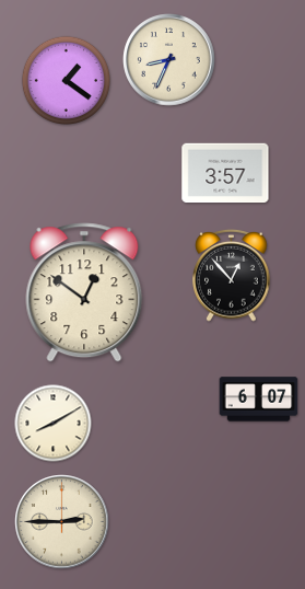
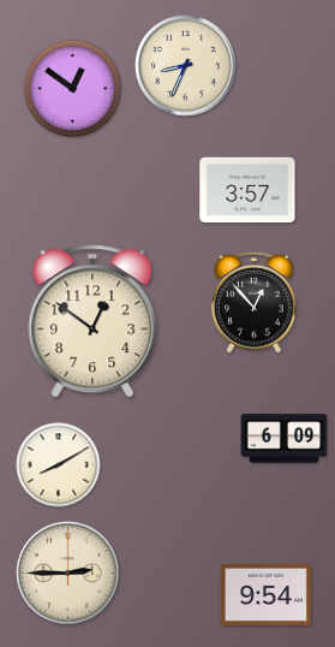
clock at (66, 80): 1:21 -> 12:51
clock at (259, 400): 6:07 -> 6:09
clock at (265, 594): none -> 9:54
